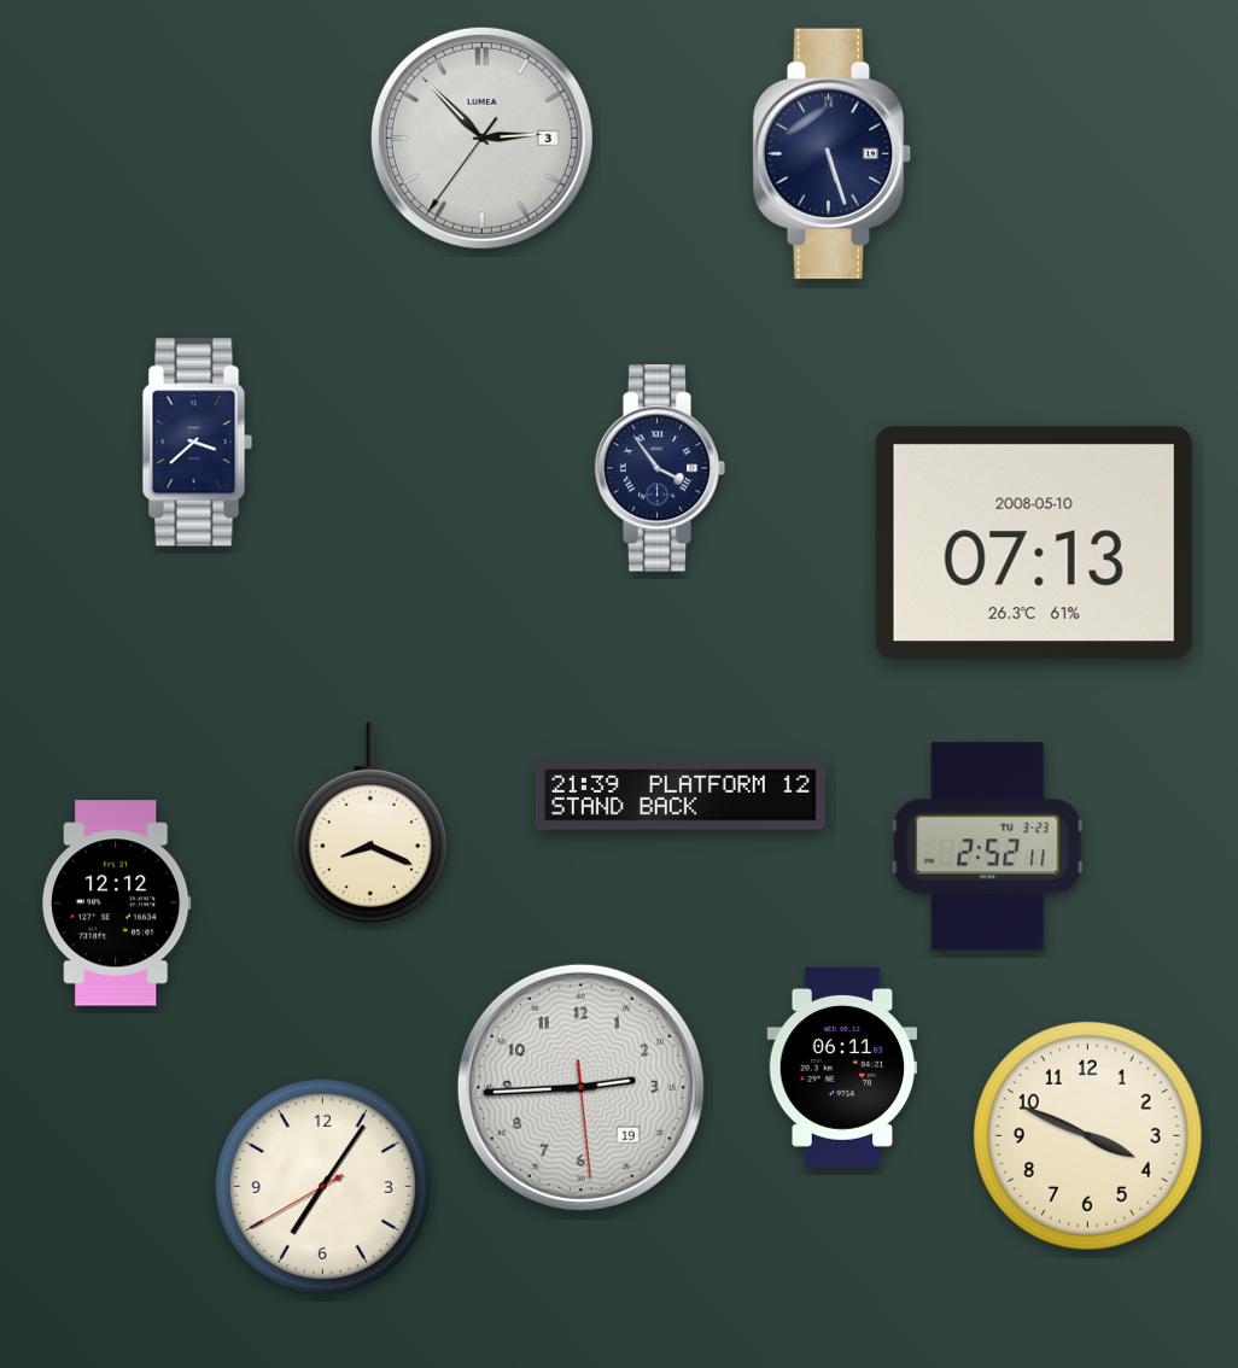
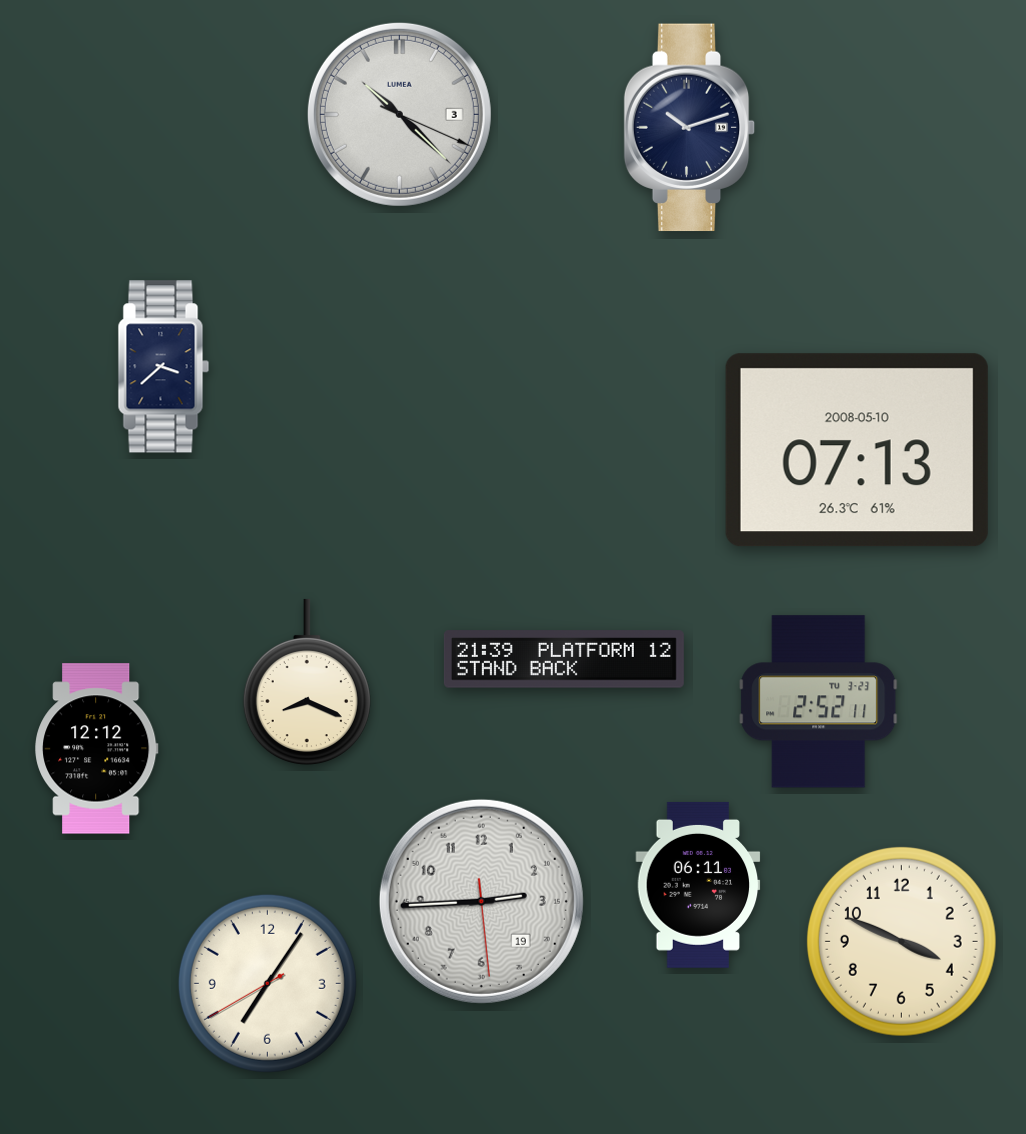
clock at (481, 138): 2:52 -> 10:22
clock at (833, 154): 5:27 -> 10:12
clock at (660, 468): 3:54 -> none
